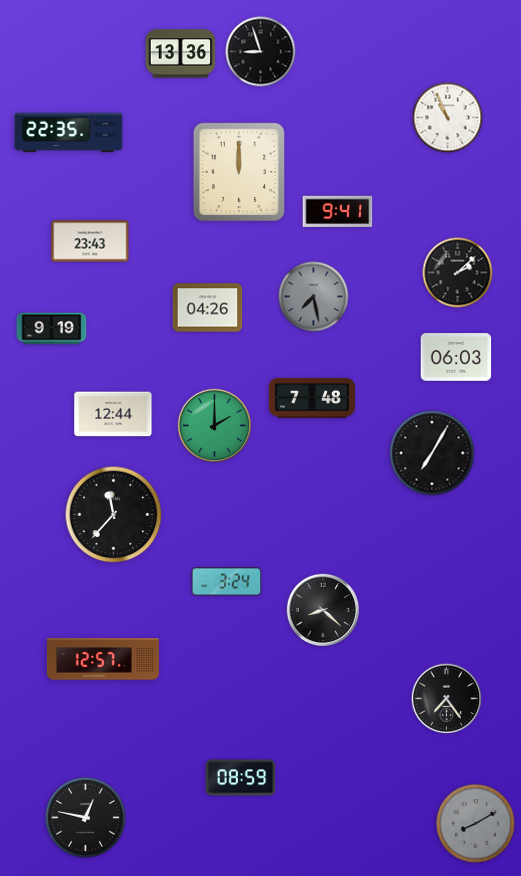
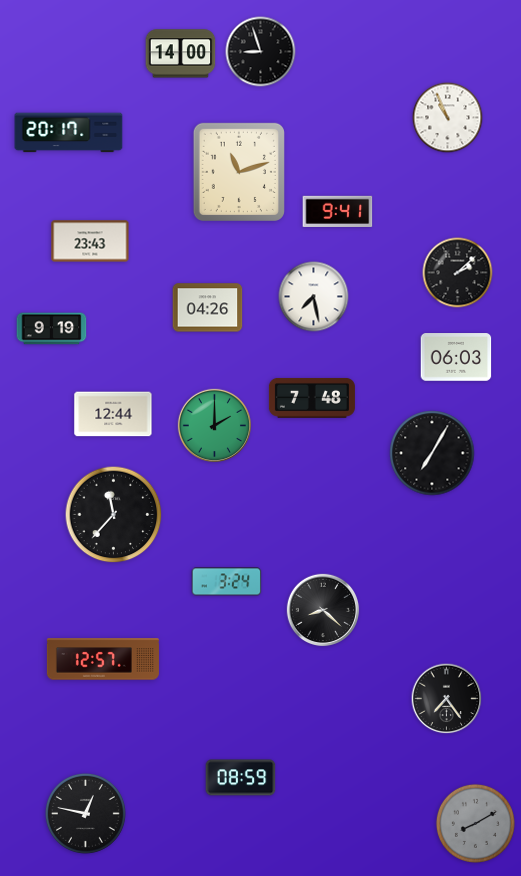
clock at (181, 54): 13:36 -> 14:00
clock at (69, 133): 22:35 -> 20:17
clock at (239, 172): 12:00 -> 11:12
clock at (314, 297) dial: grey -> white
clock at (85, 817) position: (85, 817) -> (85, 813)
